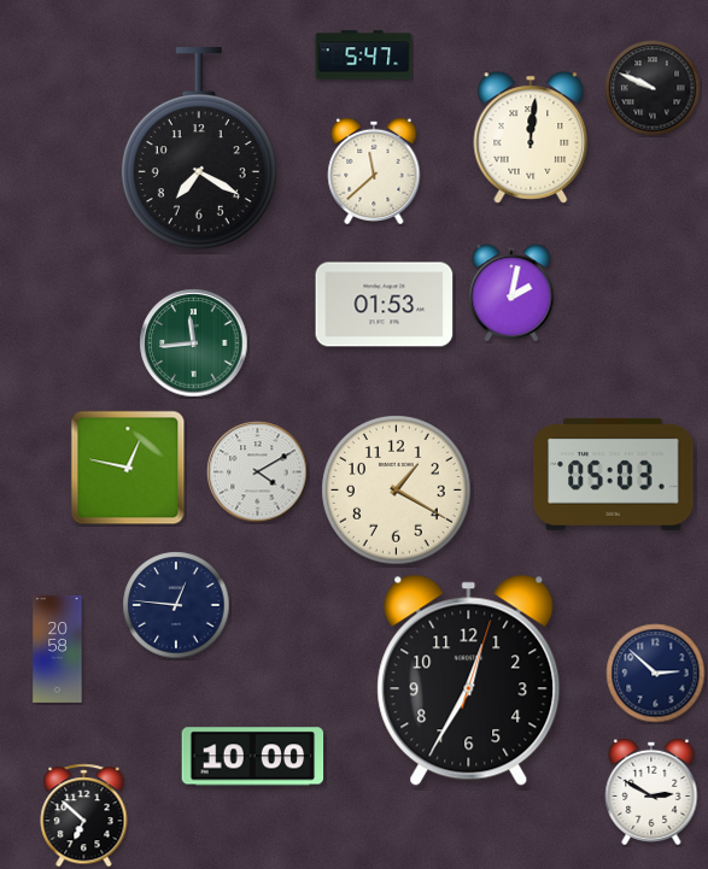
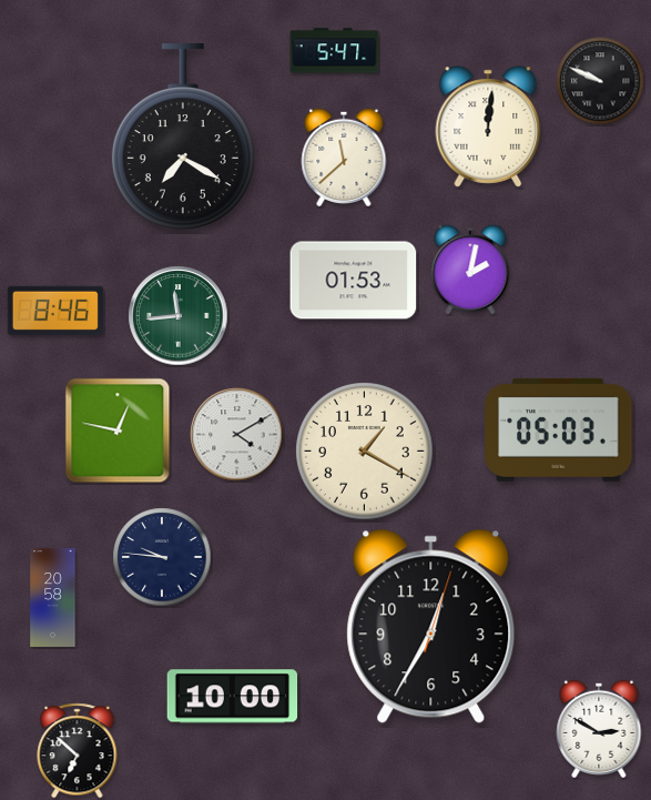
clock at (55, 311): none -> 8:46
clock at (614, 474) position: (614, 474) -> (559, 429)
clock at (176, 605): 12:46 -> 9:46
clock at (656, 674): 2:52 -> none
